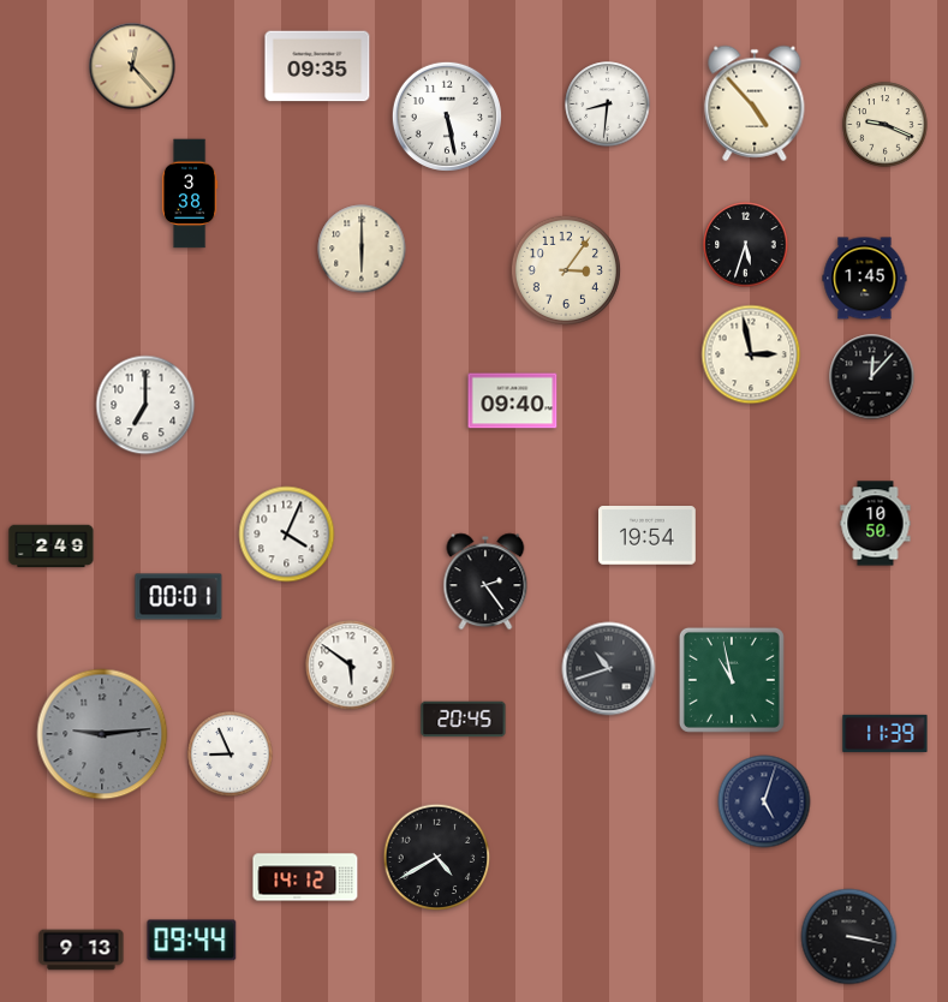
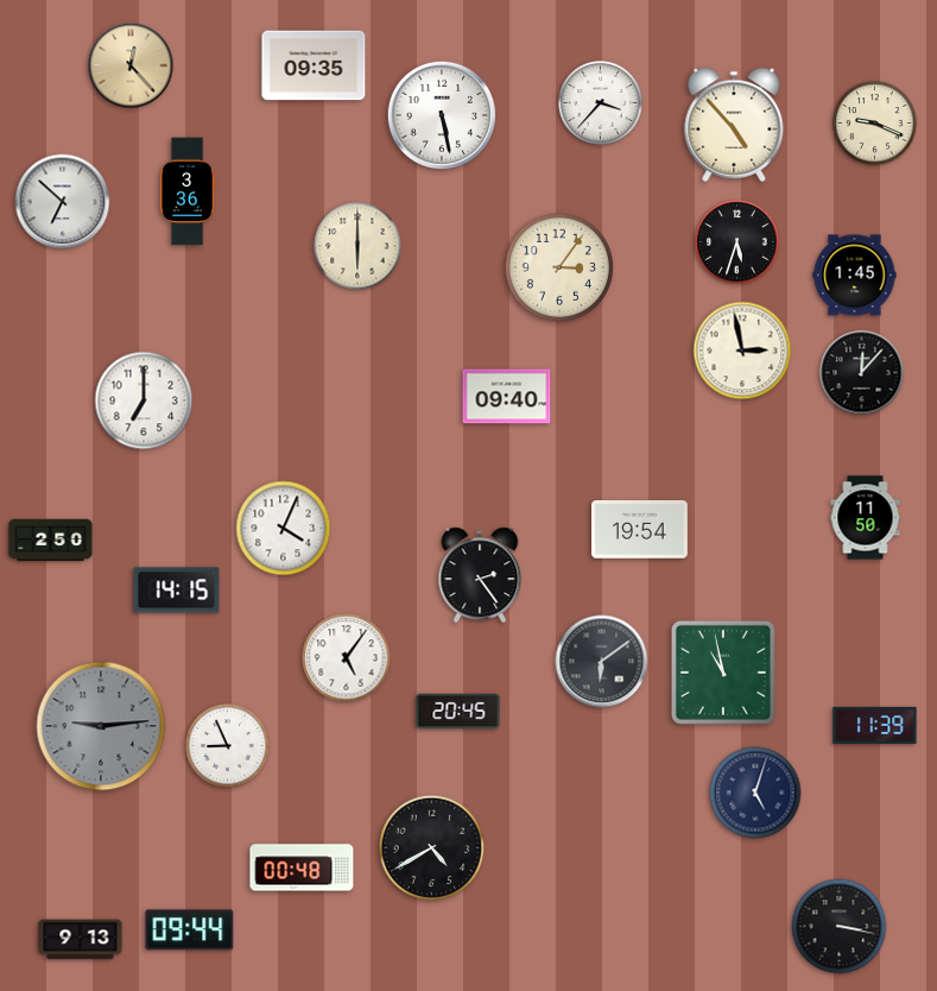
clock at (755, 103) position: (755, 103) -> (734, 125)
clock at (608, 105): 8:31 -> 3:37
clock at (190, 193): 3:38 -> 3:36
clock at (63, 202): none -> 6:52
clock at (876, 524): 10:50 -> 11:50
clock at (52, 547): 2:49 -> 2:50
clock at (179, 597): 00:01 -> 14:15
clock at (351, 666): 5:51 -> 5:06
clock at (609, 669): 10:42 -> 6:09
clock at (305, 877): 14:12 -> 00:48
